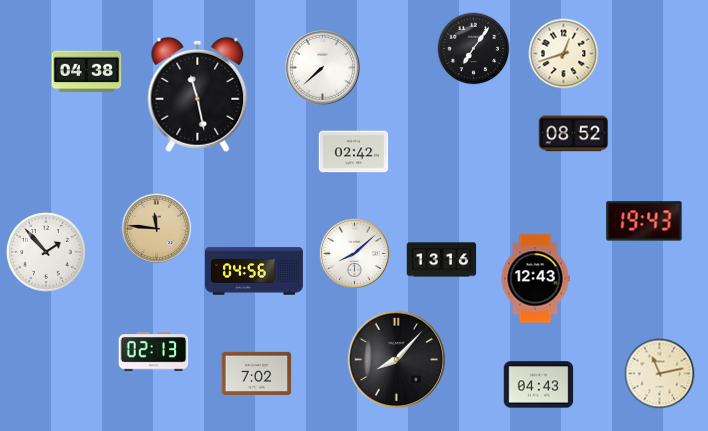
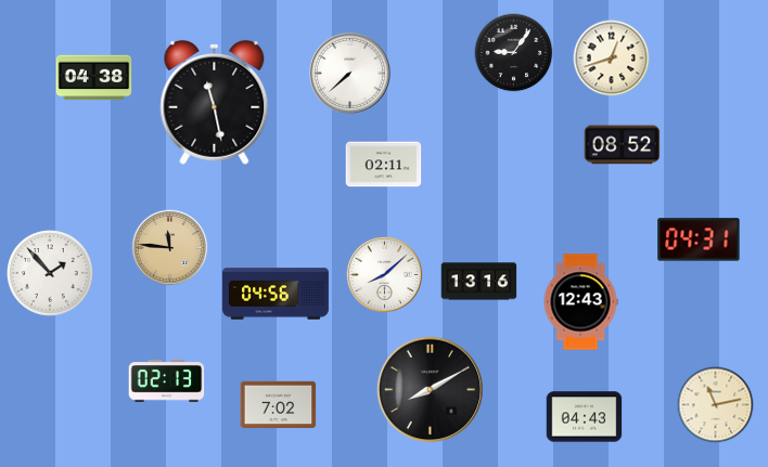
clock at (474, 49): 7:06 -> 9:06
clock at (354, 152): 02:42 -> 02:11
clock at (644, 221): 19:43 -> 04:31
clock at (397, 360): 8:07 -> 8:10
